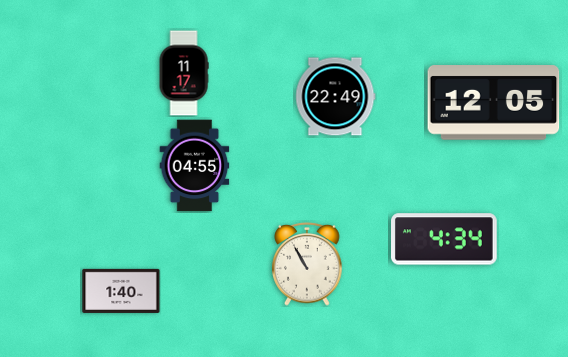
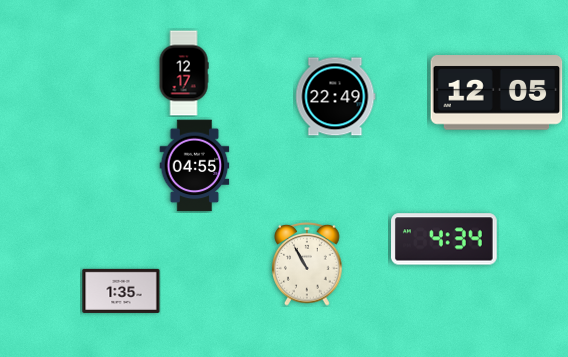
clock at (184, 73): 11:17 -> 12:17
clock at (494, 103) position: (494, 103) -> (497, 93)
clock at (121, 291): 1:40 -> 1:35
